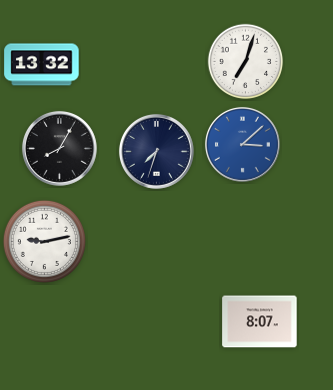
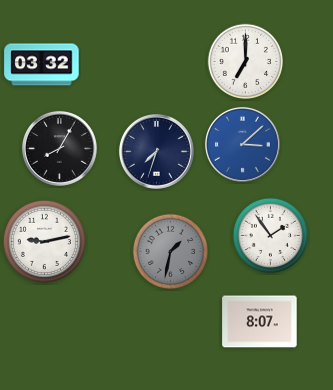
clock at (246, 62): 7:03 -> 7:00
clock at (42, 65): 13:32 -> 03:32
clock at (271, 236): none -> 1:54
clock at (171, 252): none -> 1:32
